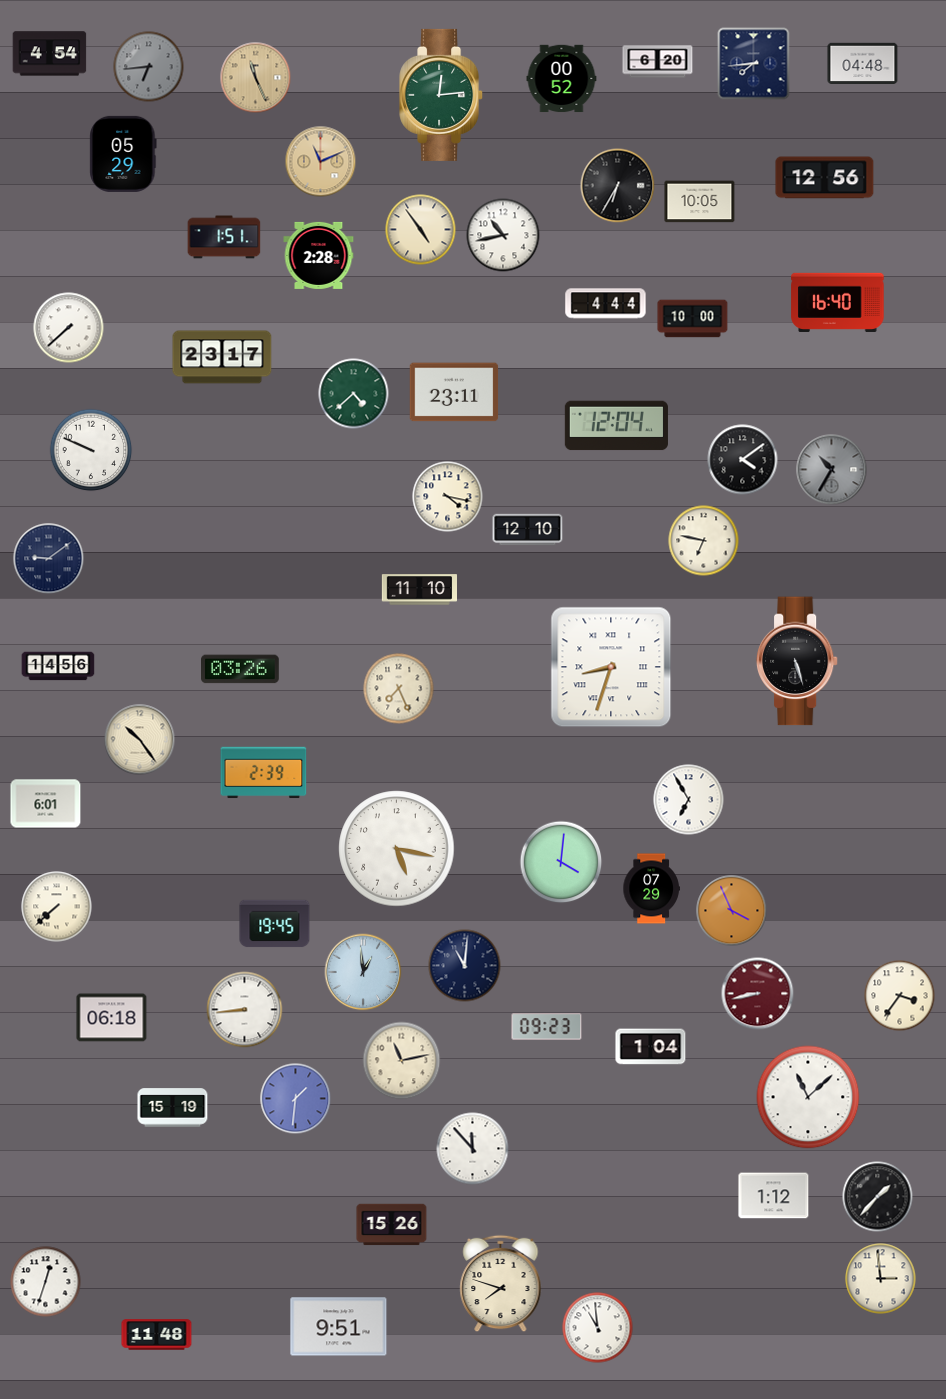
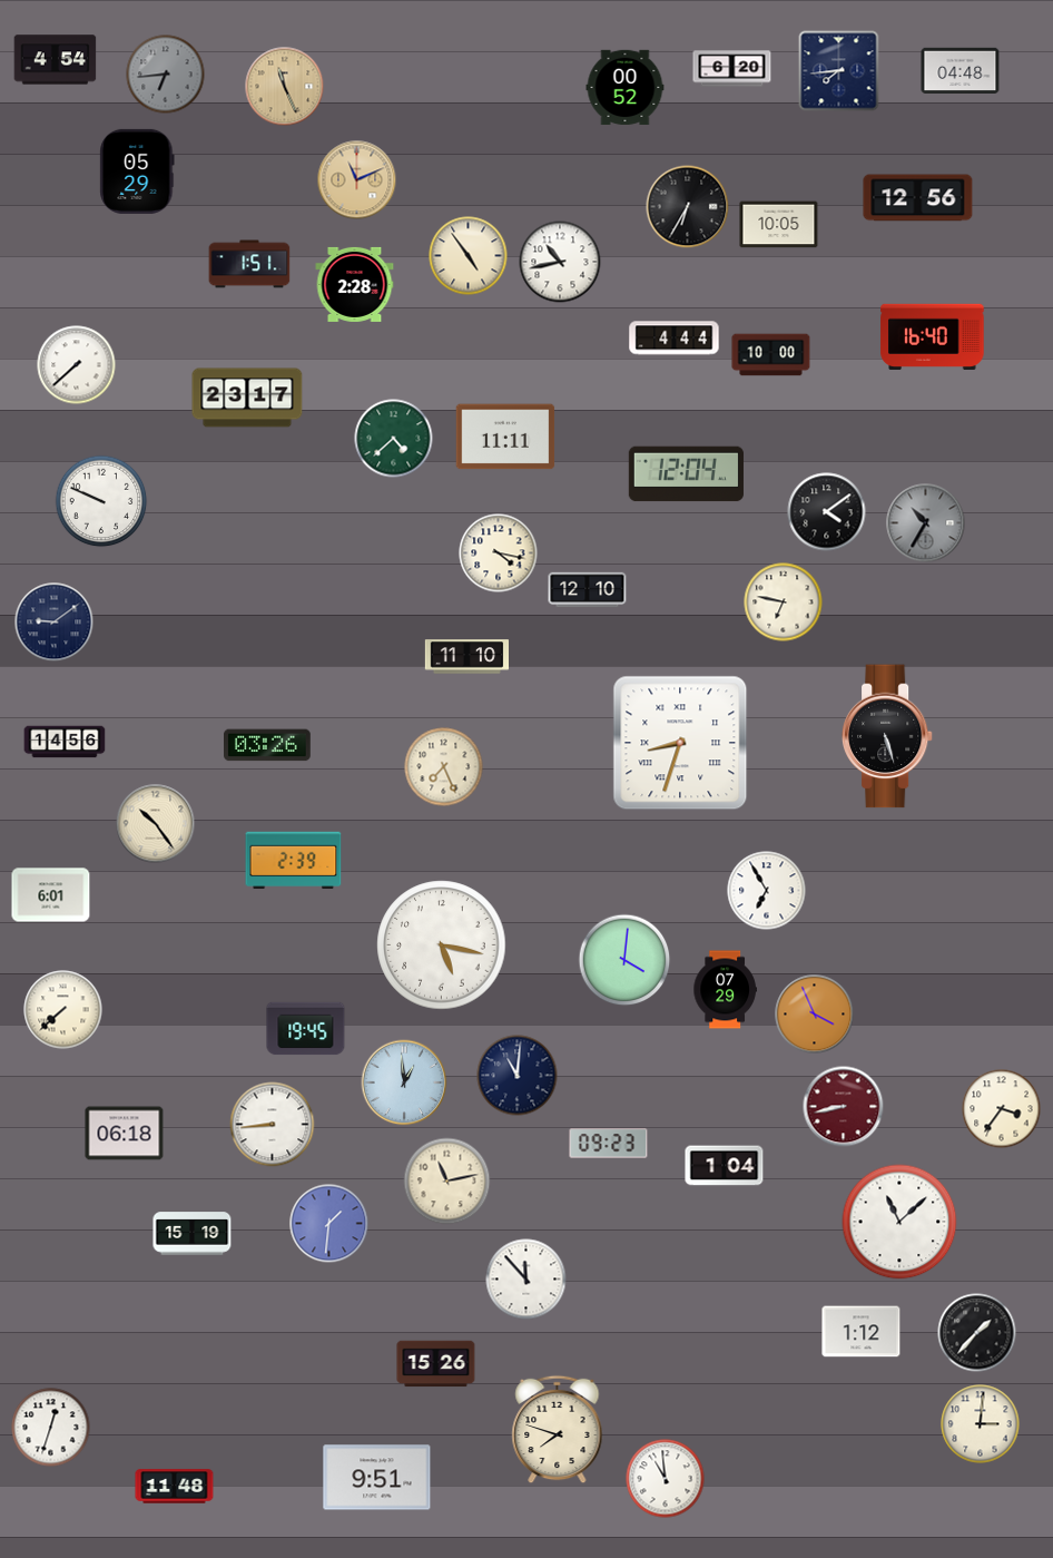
clock at (442, 95): 12:14 -> none
clock at (454, 392): 23:11 -> 11:11
clock at (881, 1279): 2:59 -> 3:01
